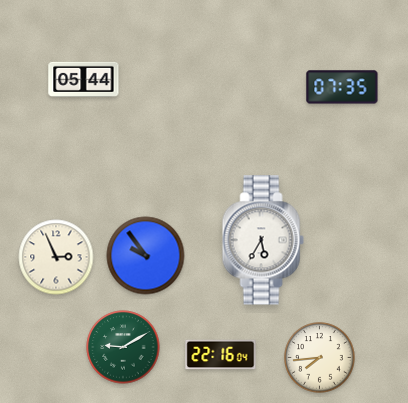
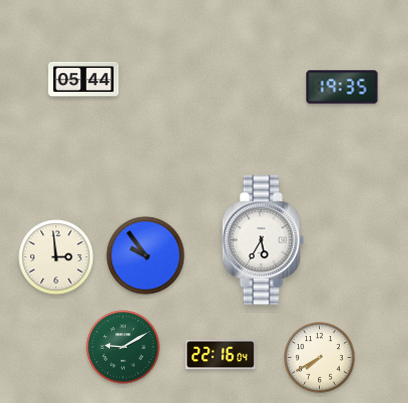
clock at (342, 87): 07:35 -> 19:35
clock at (56, 257): 2:56 -> 2:59
clock at (320, 358): 7:44 -> 7:40
